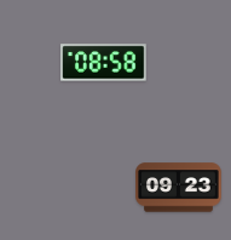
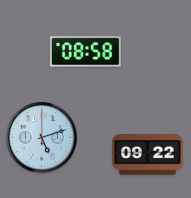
clock at (42, 138): none -> 5:12
clock at (179, 188): 09:23 -> 09:22
